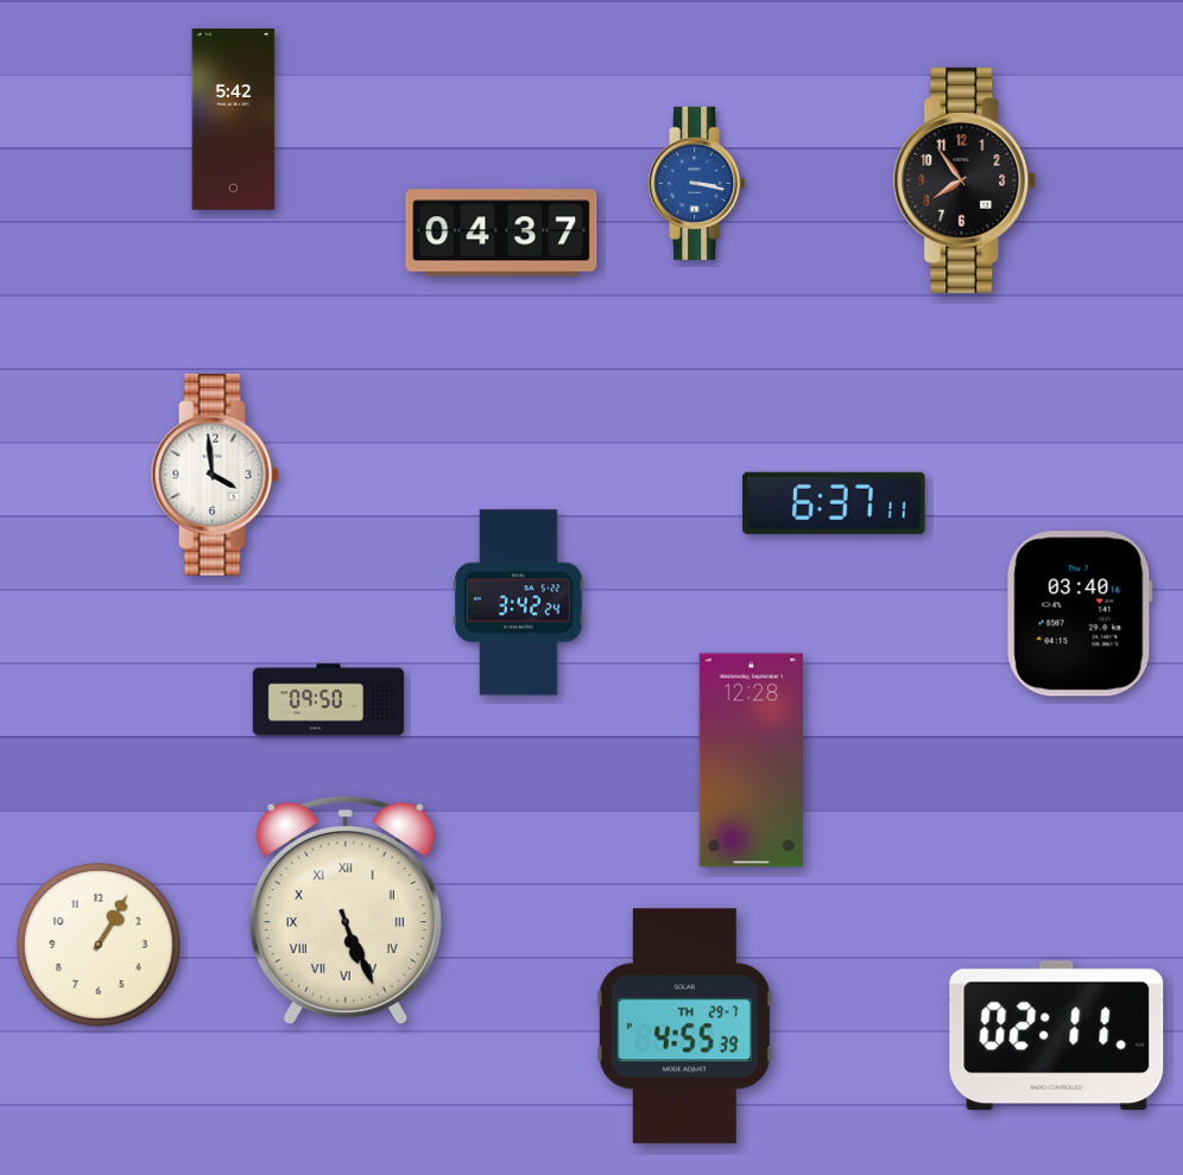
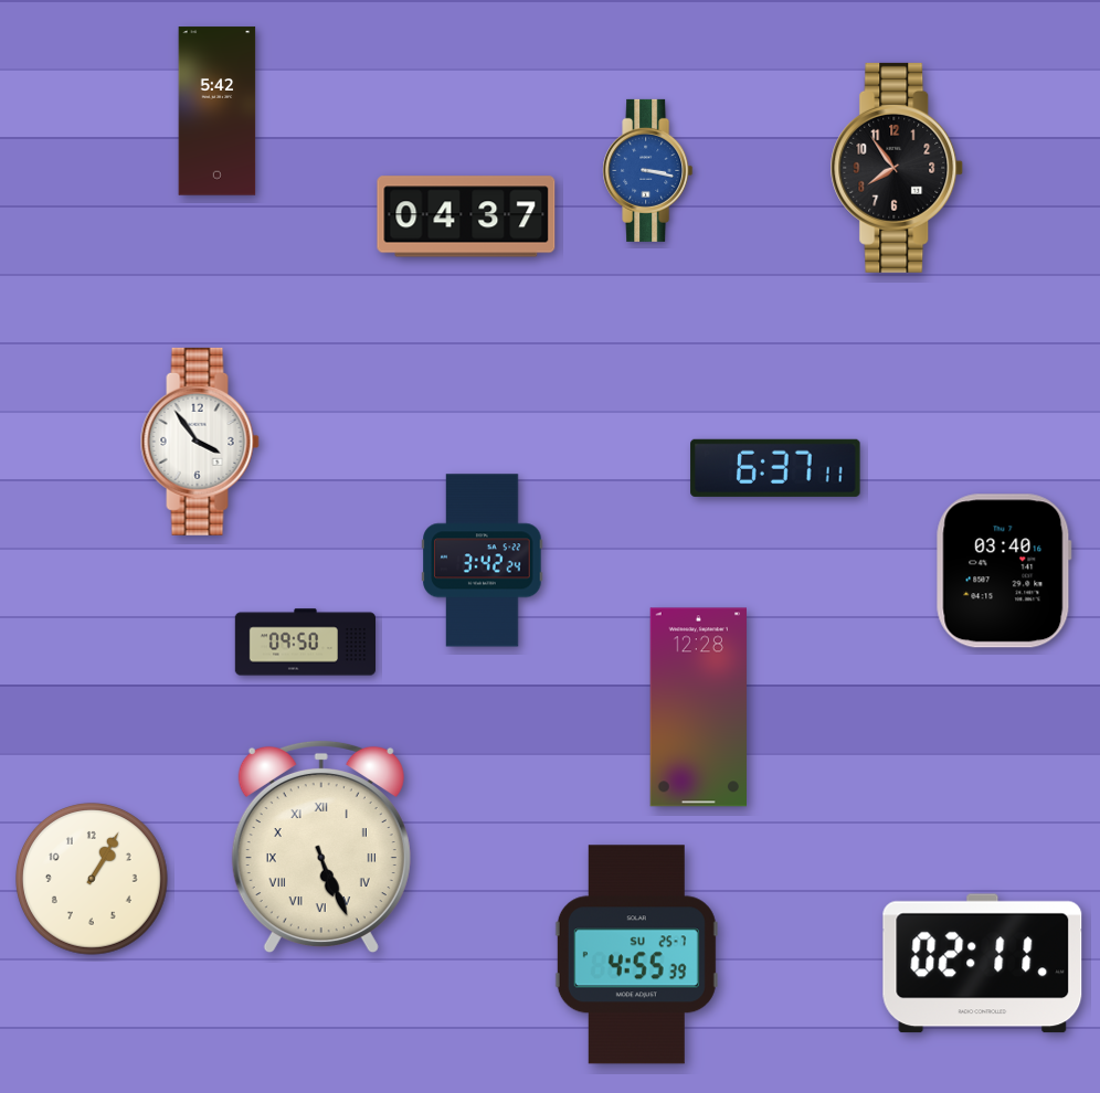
clock at (215, 475): 3:59 -> 3:54
clock at (328, 700) position: (328, 700) -> (305, 643)
clock at (684, 1027) date: TH 29-7 -> SU 25-7
